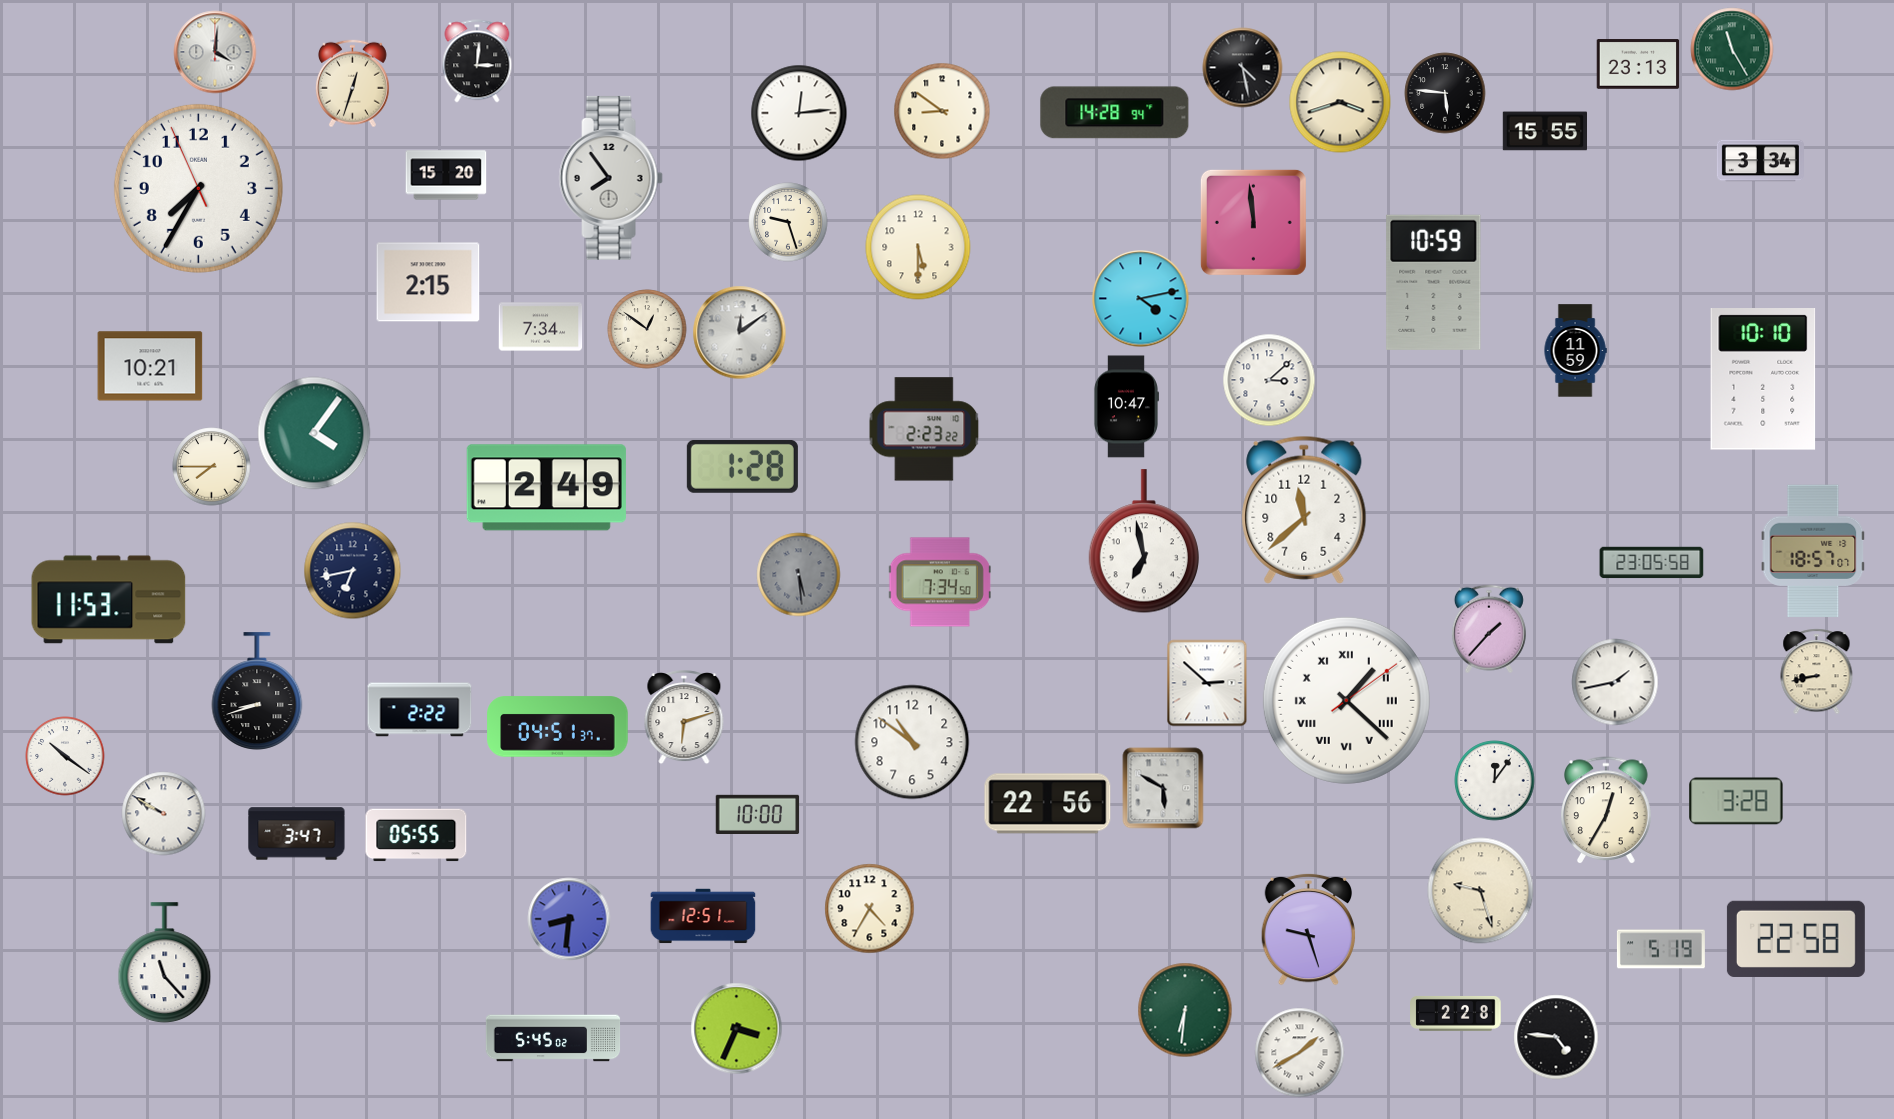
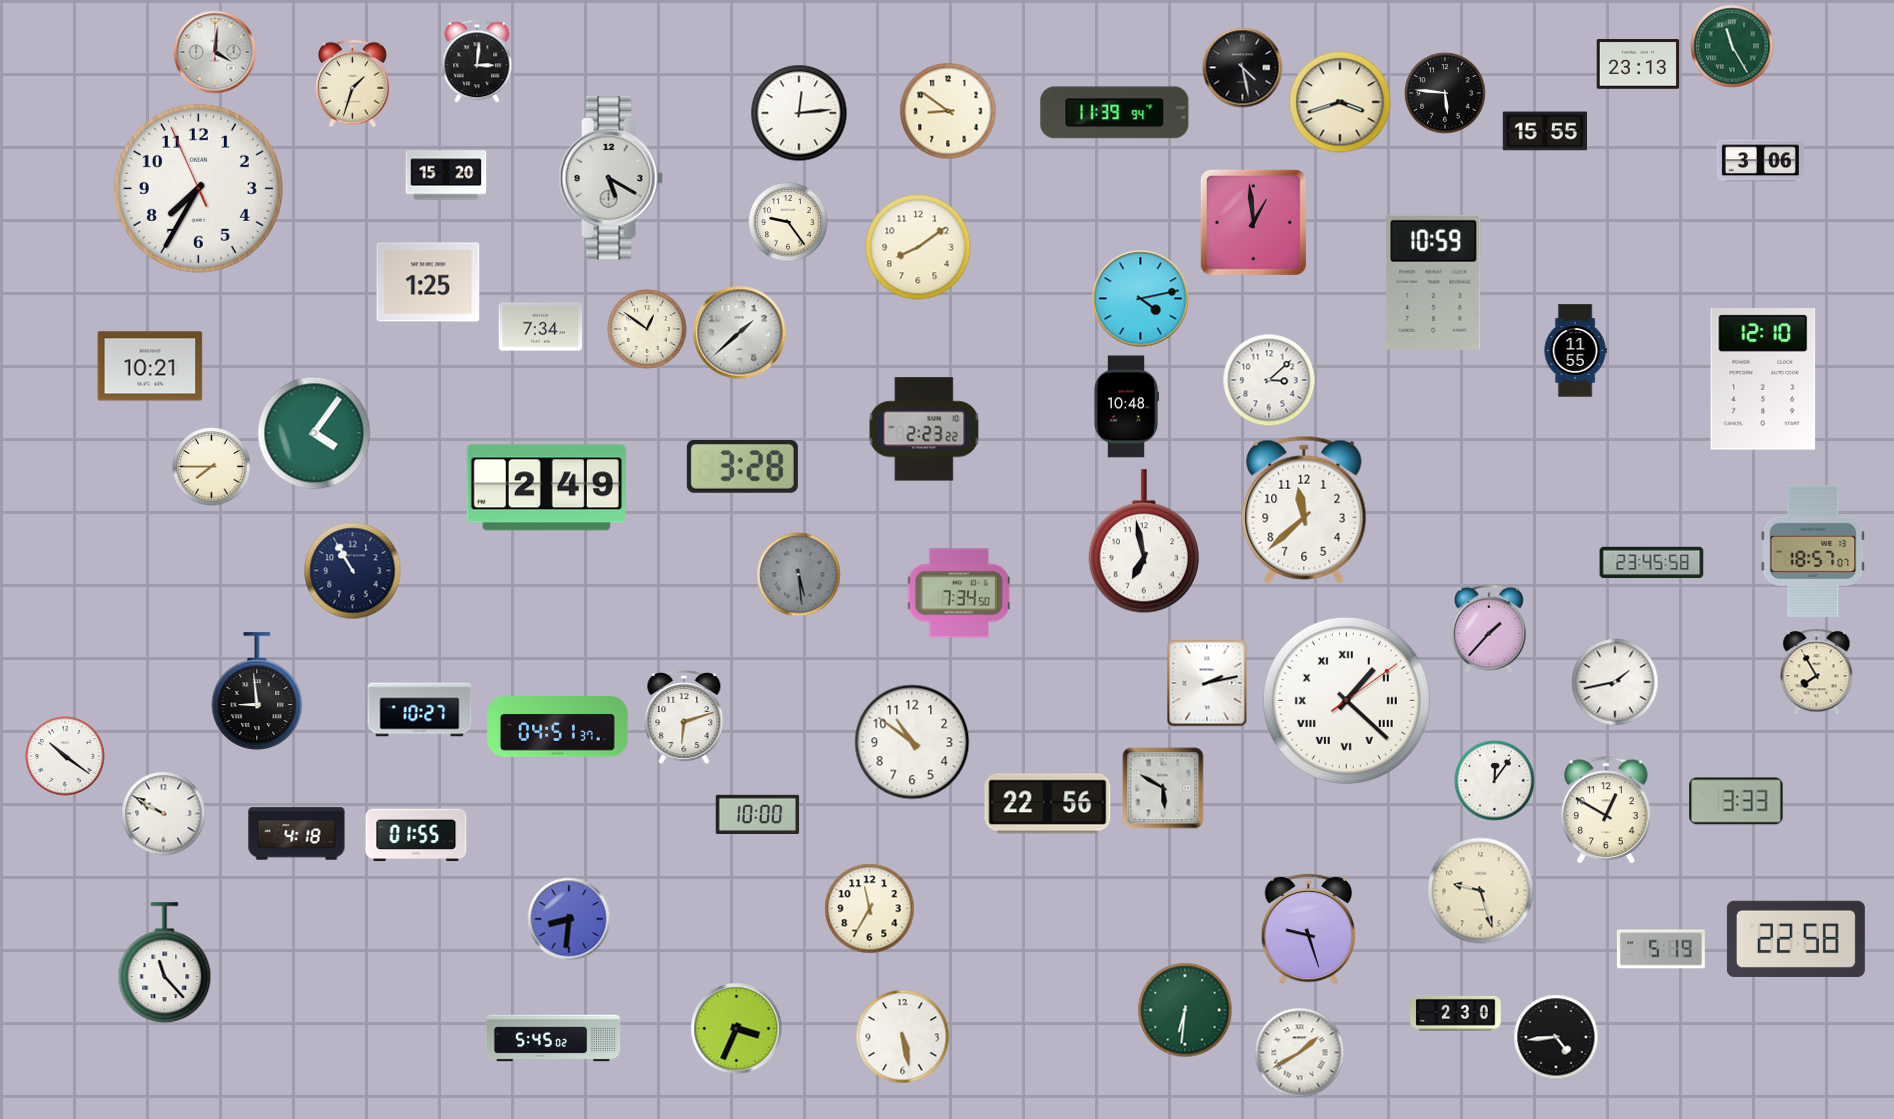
clock at (1732, 49) position: (1732, 49) -> (1732, 46)
clock at (352, 84): 12:33 -> 1:33
clock at (942, 111) position: (942, 111) -> (948, 111)
clock at (1115, 113): 14:28 -> 11:39
clock at (1760, 161): 3:34 -> 3:06
clock at (611, 178): 7:54 -> 5:20
clock at (788, 222): 9:27 -> 9:24
clock at (1253, 222): 11:59 -> 12:59
clock at (918, 247): 5:30 -> 8:09
clock at (428, 282): 2:15 -> 1:25
clock at (740, 333): 12:09 -> 1:38
clock at (1575, 351): 11:59 -> 11:55
clock at (1763, 380): 10:10 -> 12:10
clock at (1126, 407): 10:47 -> 10:48
clock at (742, 466): 1:28 -> 3:28
clock at (1652, 563): 23:05 -> 23:45
clock at (353, 571): 6:43 -> 10:55
clock at (940, 582) position: (940, 582) -> (959, 593)
clock at (109, 600): 11:53 -> none
clock at (1817, 672): 8:43 -> 7:55
clock at (1207, 683): 2:52 -> 2:13
clock at (257, 691): 8:42 -> 8:59
clock at (420, 710): 2:22 -> 10:27
clock at (1736, 801): 3:28 -> 3:33
clock at (1606, 811): 12:35 -> 12:50
clock at (297, 834): 3:47 -> 4:18
clock at (416, 835): 05:55 -> 01:55
clock at (870, 909): 4:35 -> 11:35
clock at (703, 916): 12:51 -> none
clock at (1456, 1013): 2:28 -> 2:30
clock at (903, 1037): none -> 5:28
clock at (1556, 1037): 4:46 -> 4:44
